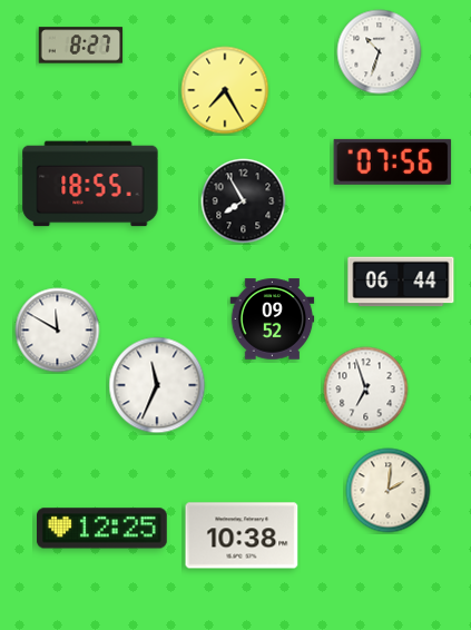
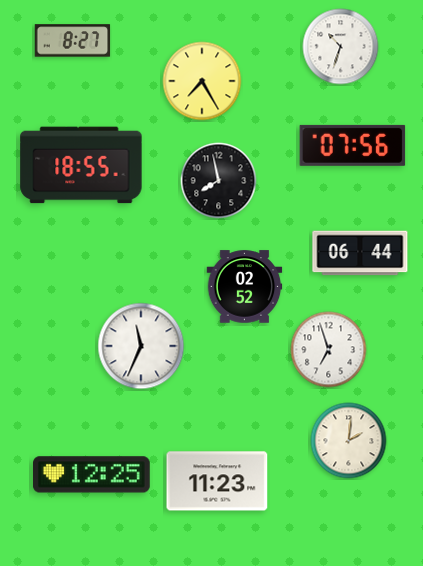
clock at (244, 201): 7:55 -> 7:58
clock at (273, 319): 09:52 -> 02:52
clock at (58, 331): 11:50 -> none
clock at (242, 535): 10:38 -> 11:23
